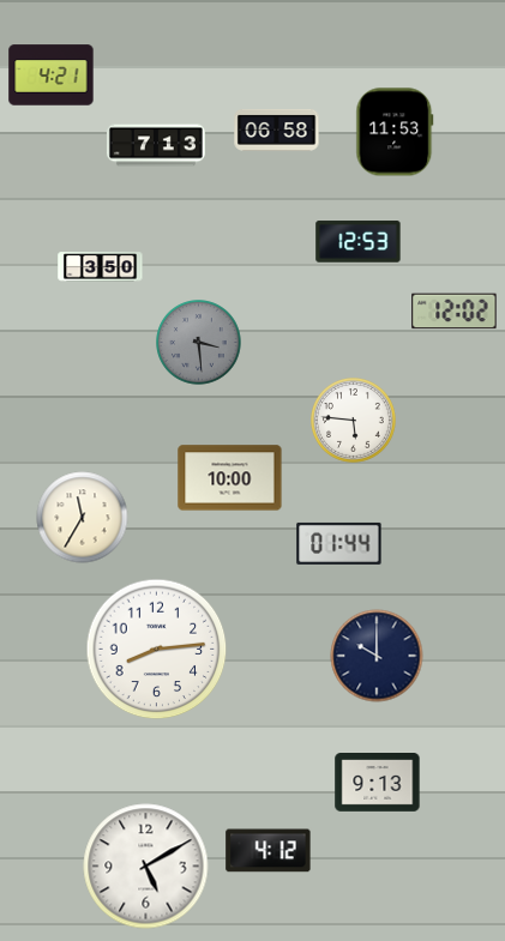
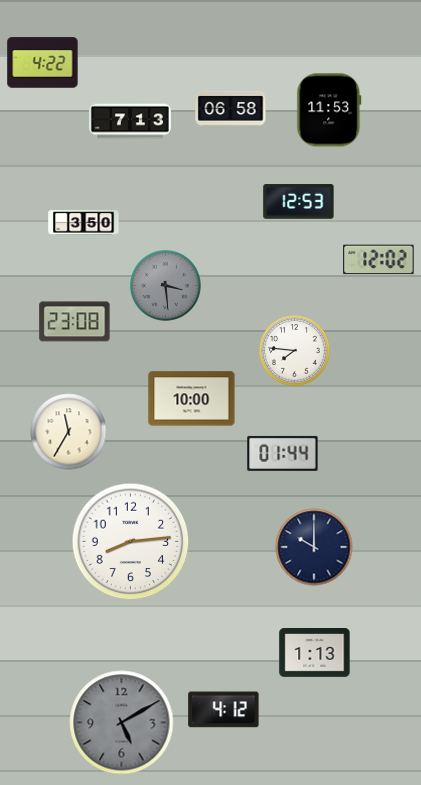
clock at (52, 76): 4:21 -> 4:22
clock at (75, 322): none -> 23:08
clock at (354, 421): 5:46 -> 7:46
clock at (378, 783): 9:13 -> 1:13
clock at (146, 867) dial: white -> grey
